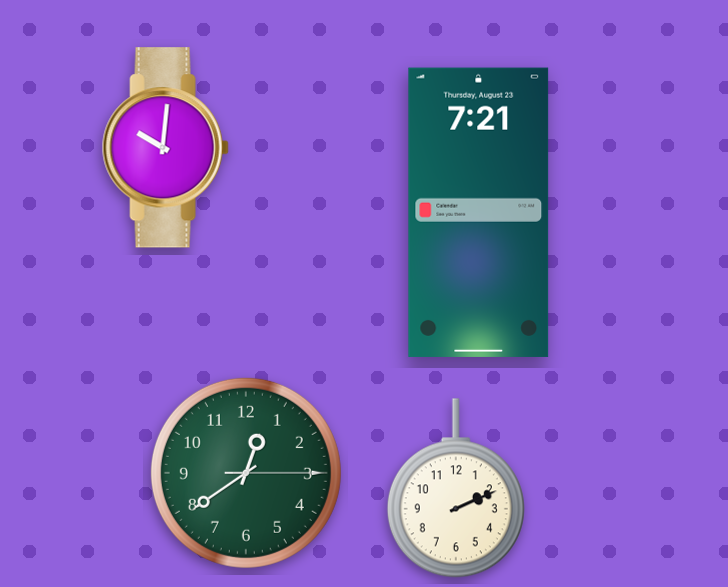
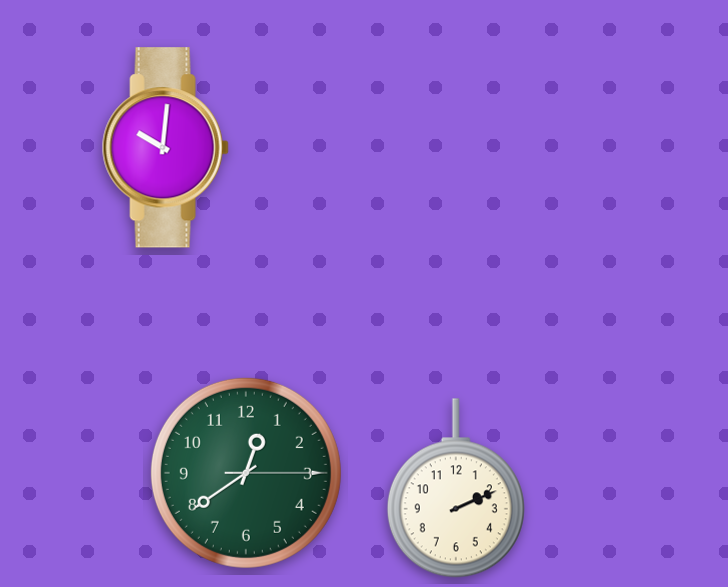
clock at (479, 212): 7:21 -> none
